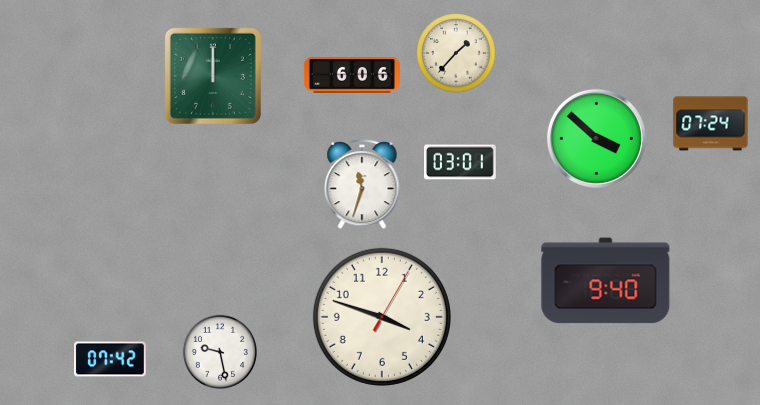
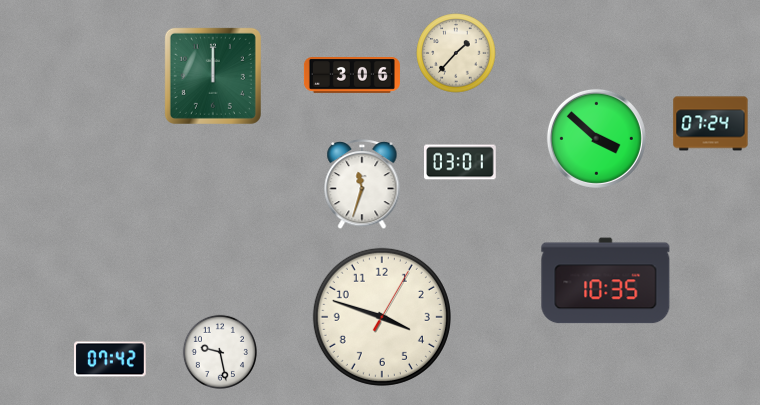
clock at (352, 76): 6:06 -> 3:06
clock at (606, 281): 9:40 -> 10:35
